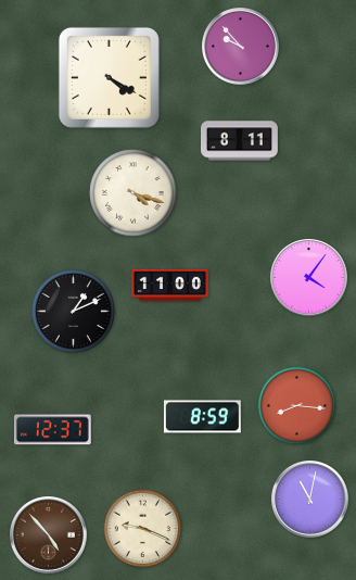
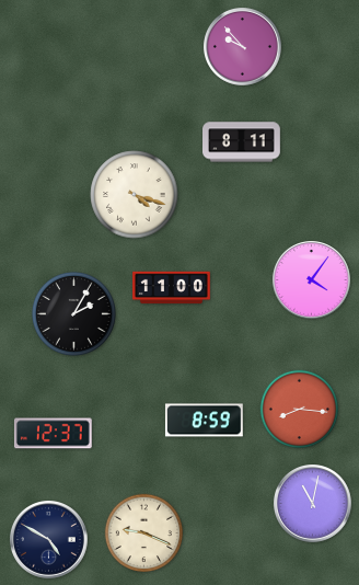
clock at (109, 77): 4:20 -> none
clock at (73, 311): 1:11 -> 2:05
clock at (49, 535): 4:53 -> 4:50
clock at (49, 535) dial: brown -> navy
